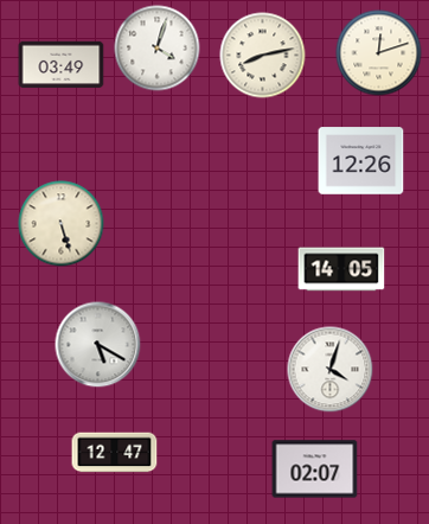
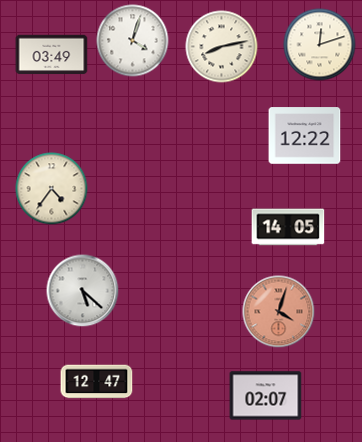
clock at (361, 161): 12:26 -> 12:22
clock at (62, 224): 5:27 -> 4:36
clock at (98, 345): 5:20 -> 5:22
clock at (331, 370) dial: white -> salmon
